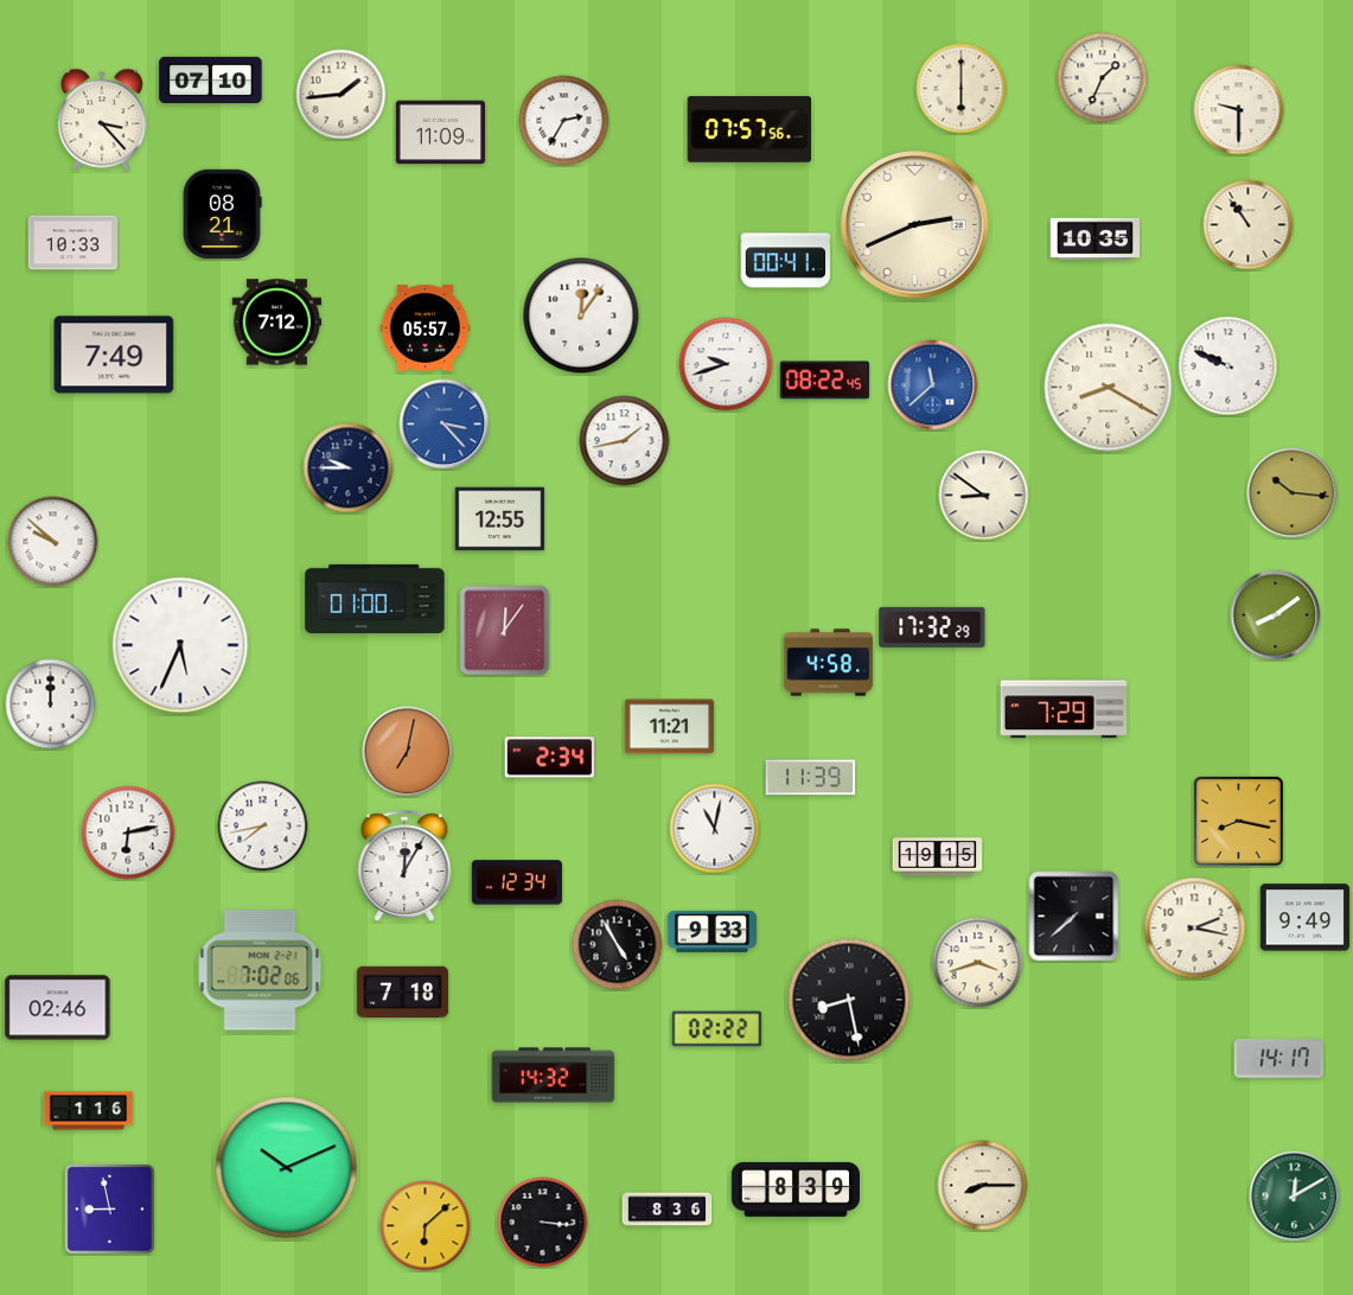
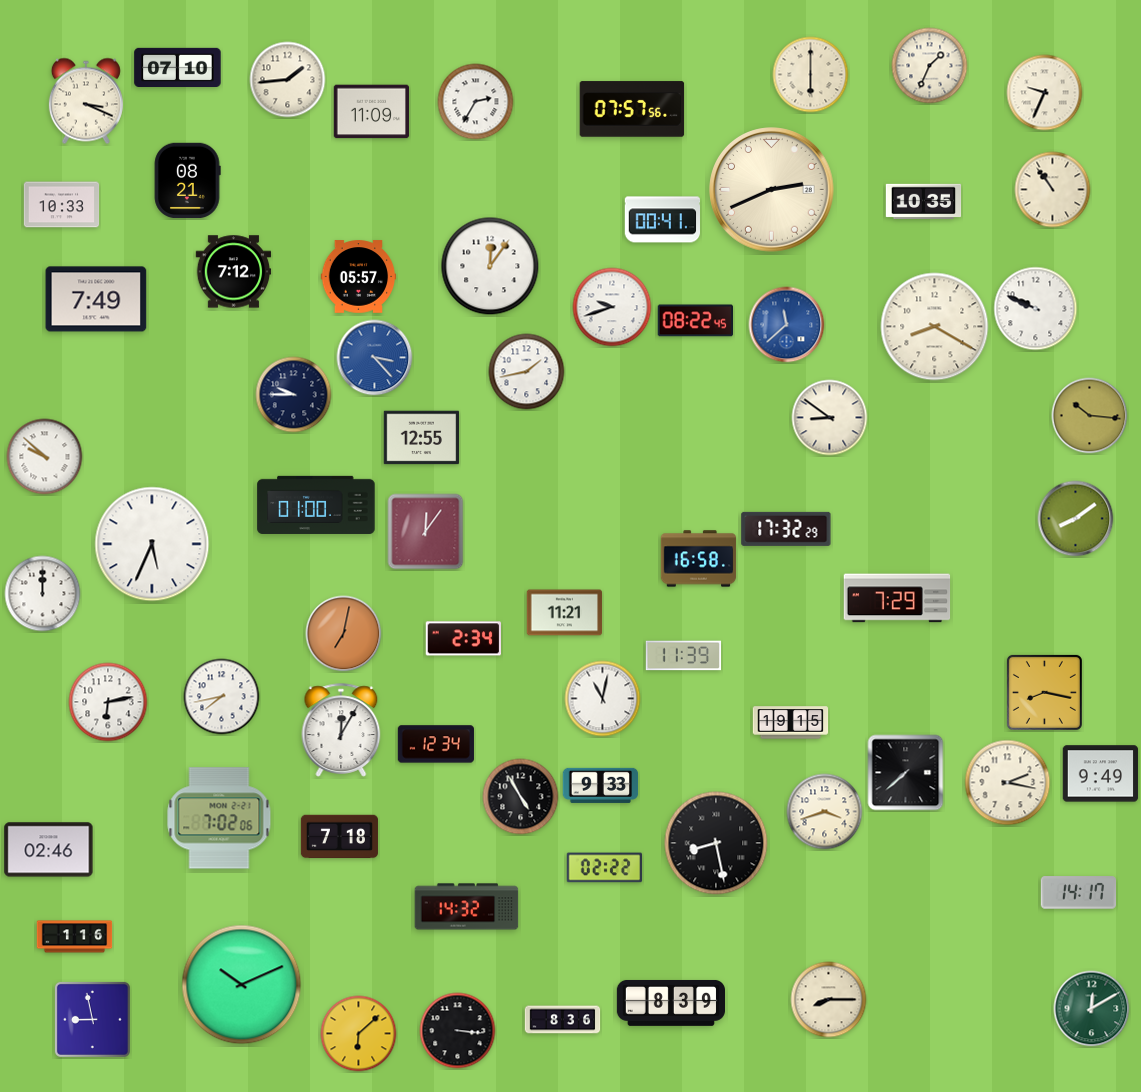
clock at (1239, 110): 9:30 -> 9:34
clock at (102, 120): 3:23 -> 3:19
clock at (829, 663): 4:58 -> 16:58
